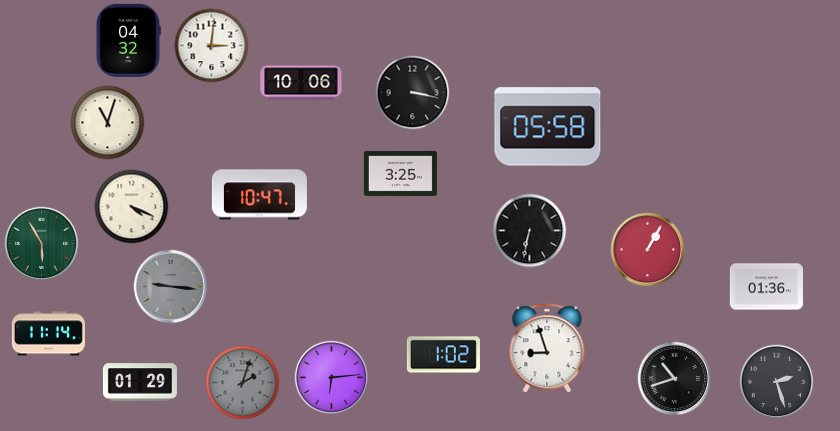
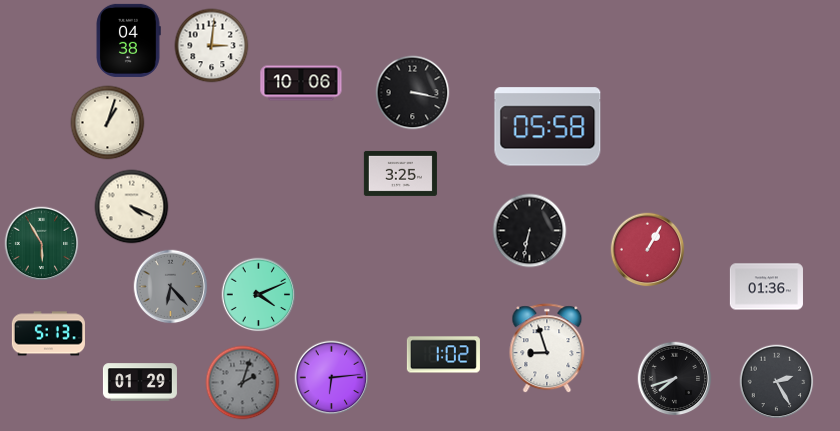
clock at (128, 40): 04:32 -> 04:38
clock at (108, 123): 11:03 -> 1:03
clock at (259, 195): 10:47 -> none
clock at (171, 287): 9:16 -> 6:23
clock at (259, 295): none -> 4:11
clock at (48, 334): 11:14 -> 5:13
clock at (675, 379): 10:42 -> 7:42
clock at (777, 382): 2:27 -> 2:25
